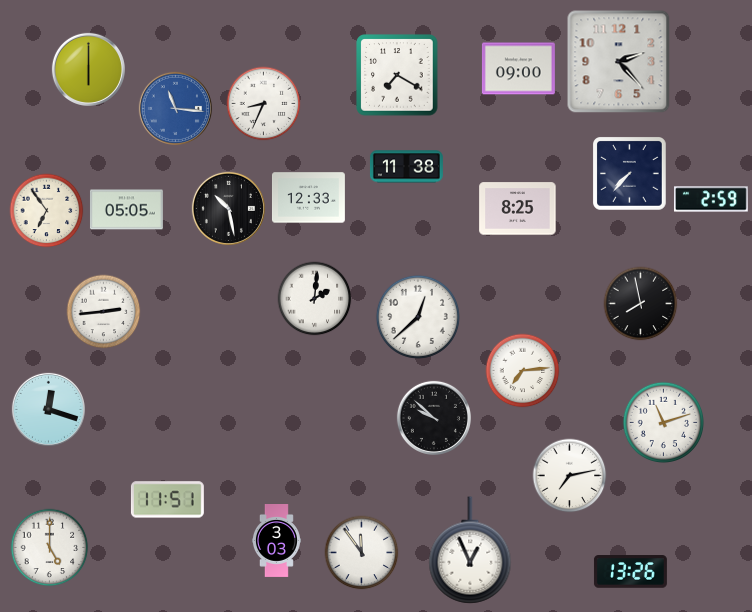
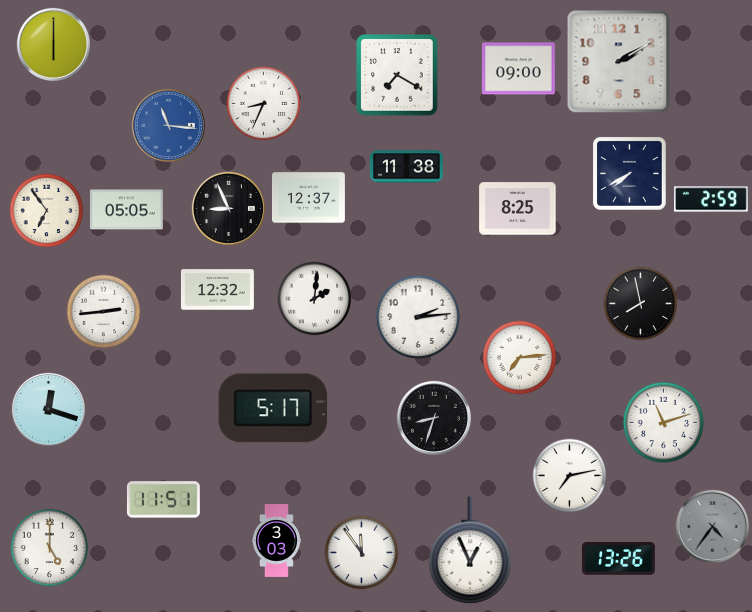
clock at (619, 62): 2:23 -> 2:10
clock at (88, 69) position: (88, 69) -> (53, 44)
clock at (175, 108) position: (175, 108) -> (168, 125)
clock at (630, 174): 7:37 -> 7:40
clock at (308, 198): 12:33 -> 12:37
clock at (228, 208): 10:28 -> 8:56
clock at (217, 290): none -> 12:32
clock at (418, 317): 12:38 -> 2:14
clock at (523, 371) position: (523, 371) -> (520, 358)
clock at (273, 408): none -> 5:17
clock at (434, 418): 9:52 -> 8:33
clock at (167, 500) position: (167, 500) -> (163, 500)
clock at (712, 526): none -> 4:36
clock at (630, 572) position: (630, 572) -> (618, 559)
